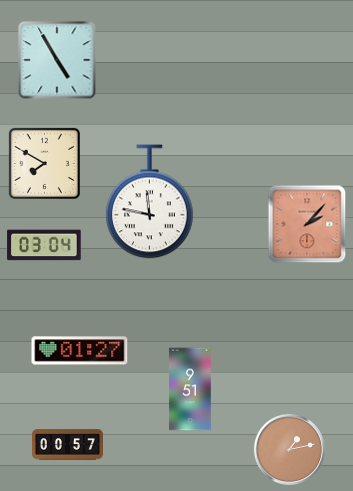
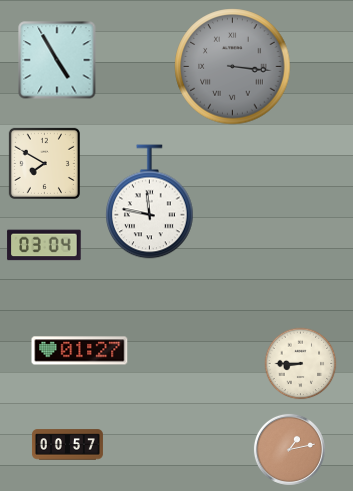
clock at (233, 67): none -> 3:16
clock at (307, 224): 2:07 -> none
clock at (301, 364): none -> 8:45
clock at (190, 389): 9:51 -> none
